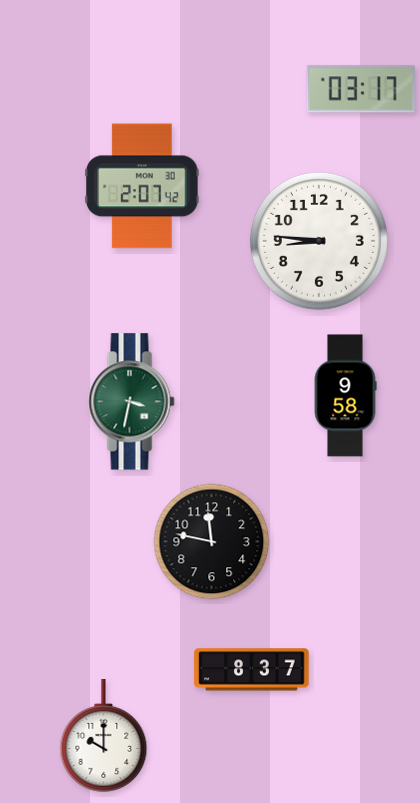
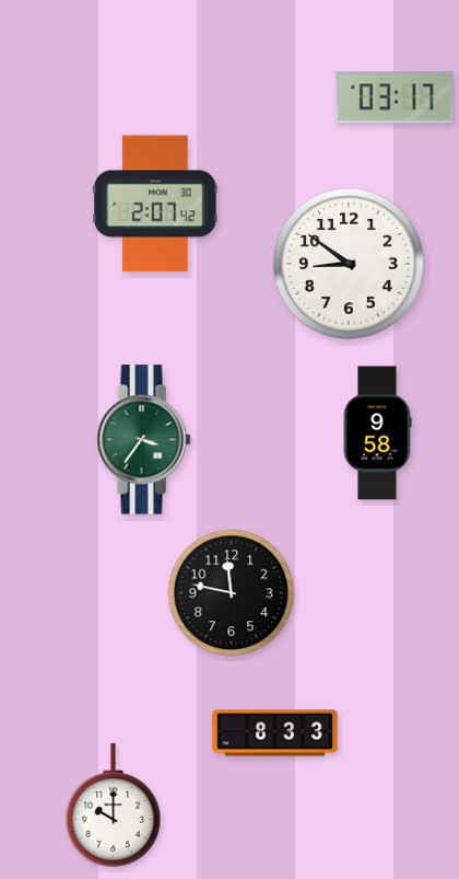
clock at (319, 241): 8:46 -> 8:51
clock at (132, 402): 3:32 -> 3:36
clock at (252, 670): 8:37 -> 8:33
